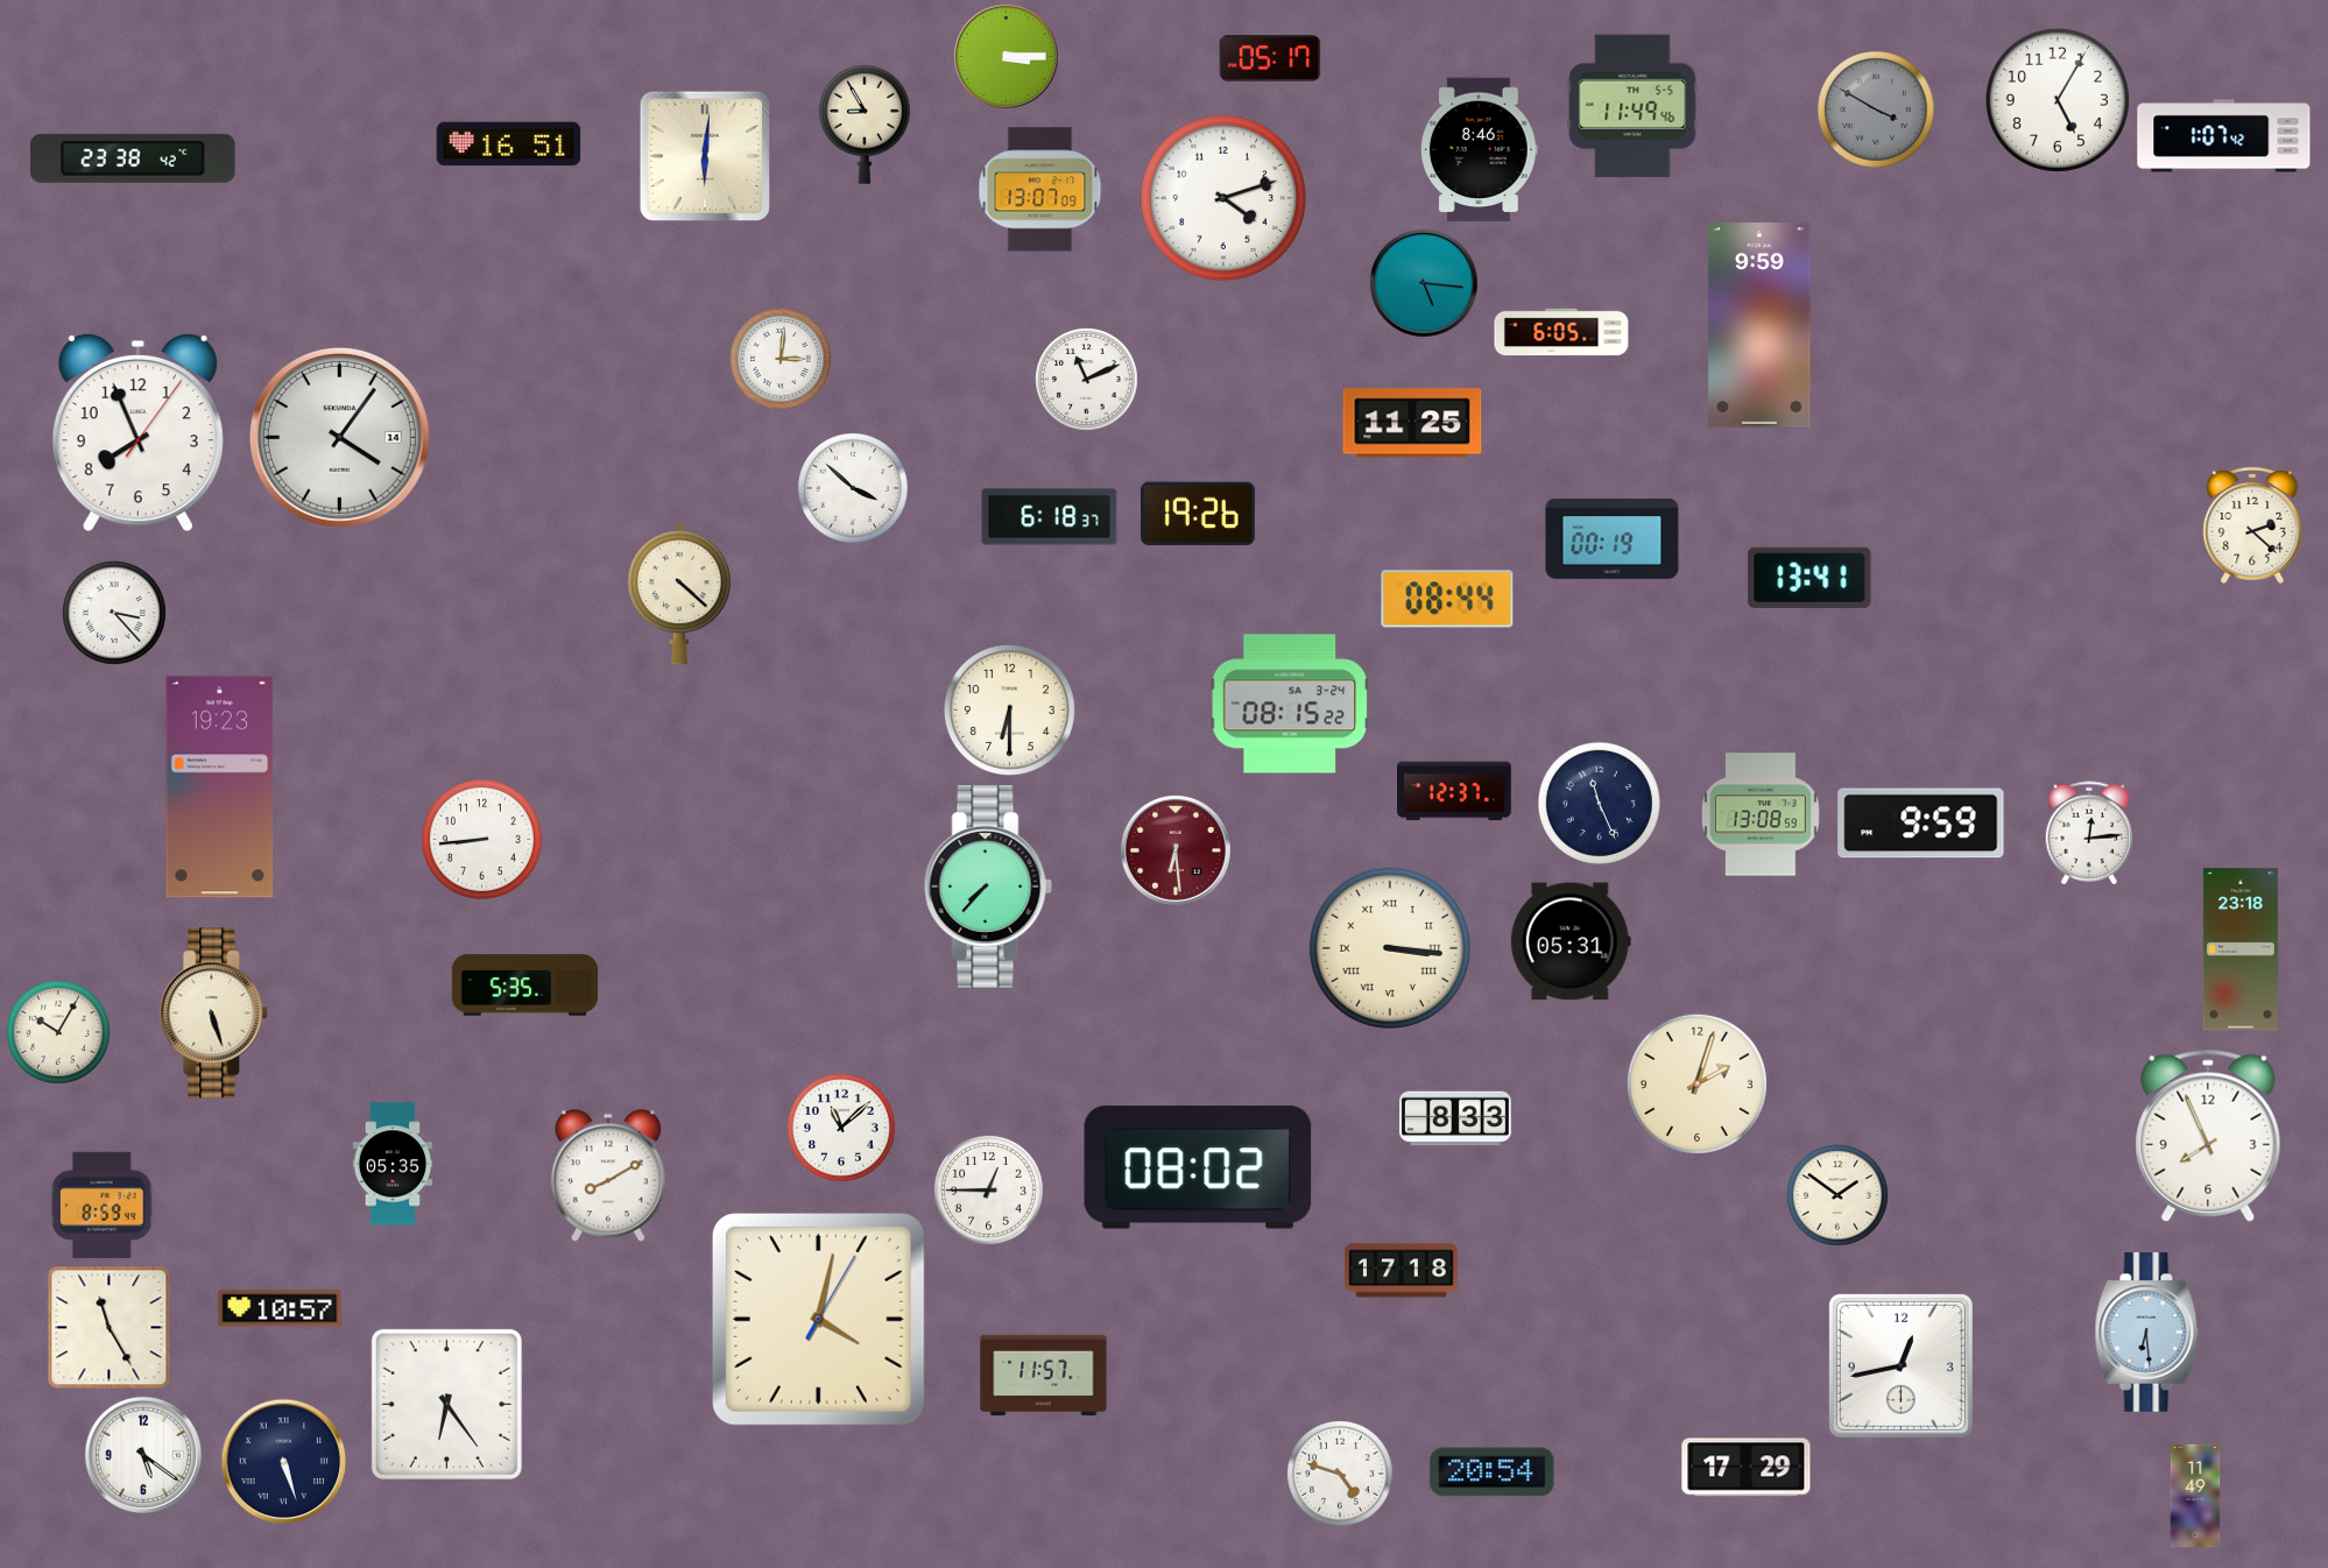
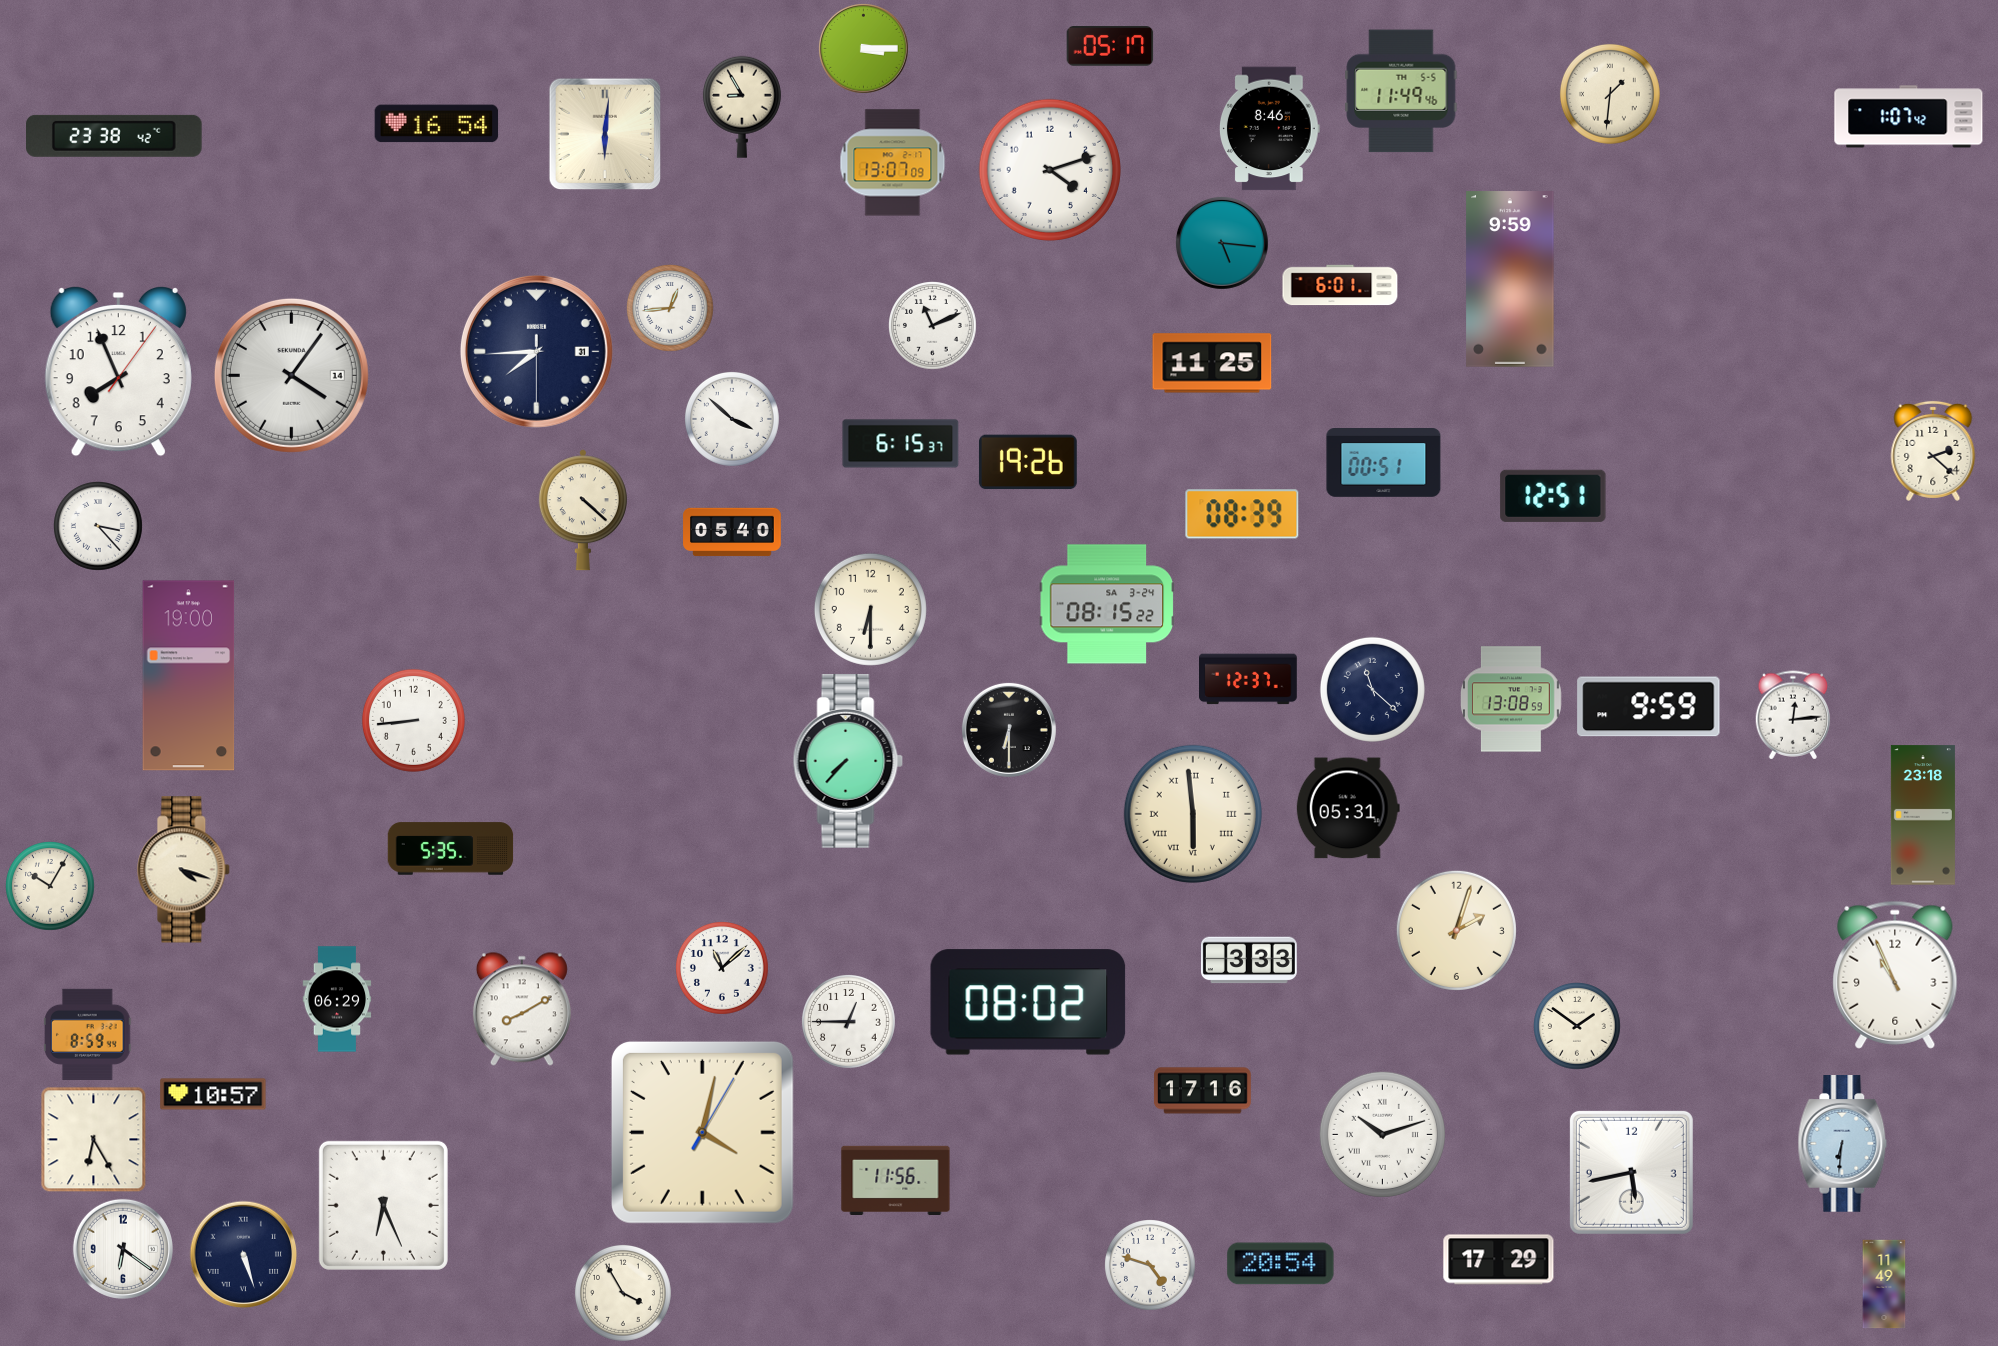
clock at (1270, 58) position: (1270, 58) -> (1110, 46)
clock at (2058, 100): 5:05 -> none
clock at (1876, 110): 3:50 -> 1:31
clock at (1876, 110) dial: grey -> cream
clock at (509, 144): 16:51 -> 16:54
clock at (1561, 332): 6:05 -> 6:01
clock at (781, 359): 3:01 -> 12:44
clock at (536, 351): none -> 7:44
clock at (1198, 514) position: (1198, 514) -> (1028, 462)
clock at (1050, 517): 6:18 -> 6:15
clock at (1613, 539): 00:19 -> 00:51
clock at (1810, 578): 13:41 -> 12:51
clock at (1447, 599): 08:44 -> 08:39
clock at (732, 532): none -> 05:40
clock at (1009, 709) position: (1009, 709) -> (870, 609)
clock at (220, 787): 19:23 -> 19:00
clock at (1599, 803): 11:26 -> 11:22
clock at (1176, 850): 6:29 -> 6:30
clock at (1176, 850) dial: burgundy -> black
clock at (1390, 948): 3:16 -> 5:59
clock at (525, 986) position: (525, 986) -> (451, 849)
clock at (214, 1013): 5:27 -> 4:18
clock at (1455, 1118): 8:33 -> 3:33
clock at (2208, 1136): 7:56 -> 10:56
clock at (393, 1164): 05:35 -> 06:29
clock at (1401, 1271): 17:18 -> 17:16
clock at (280, 1308) position: (280, 1308) -> (213, 1094)
clock at (1382, 1134): none -> 10:12
clock at (110, 1328): 11:25 -> 6:25
clock at (2147, 1333): 6:29 -> 6:31
clock at (1900, 1365): 12:43 -> 5:43
clock at (1044, 1375): 11:57 -> 11:56
clock at (446, 1404): 6:24 -> 6:26
clock at (143, 1455): 5:21 -> 6:21
clock at (623, 1293): none -> 3:55
